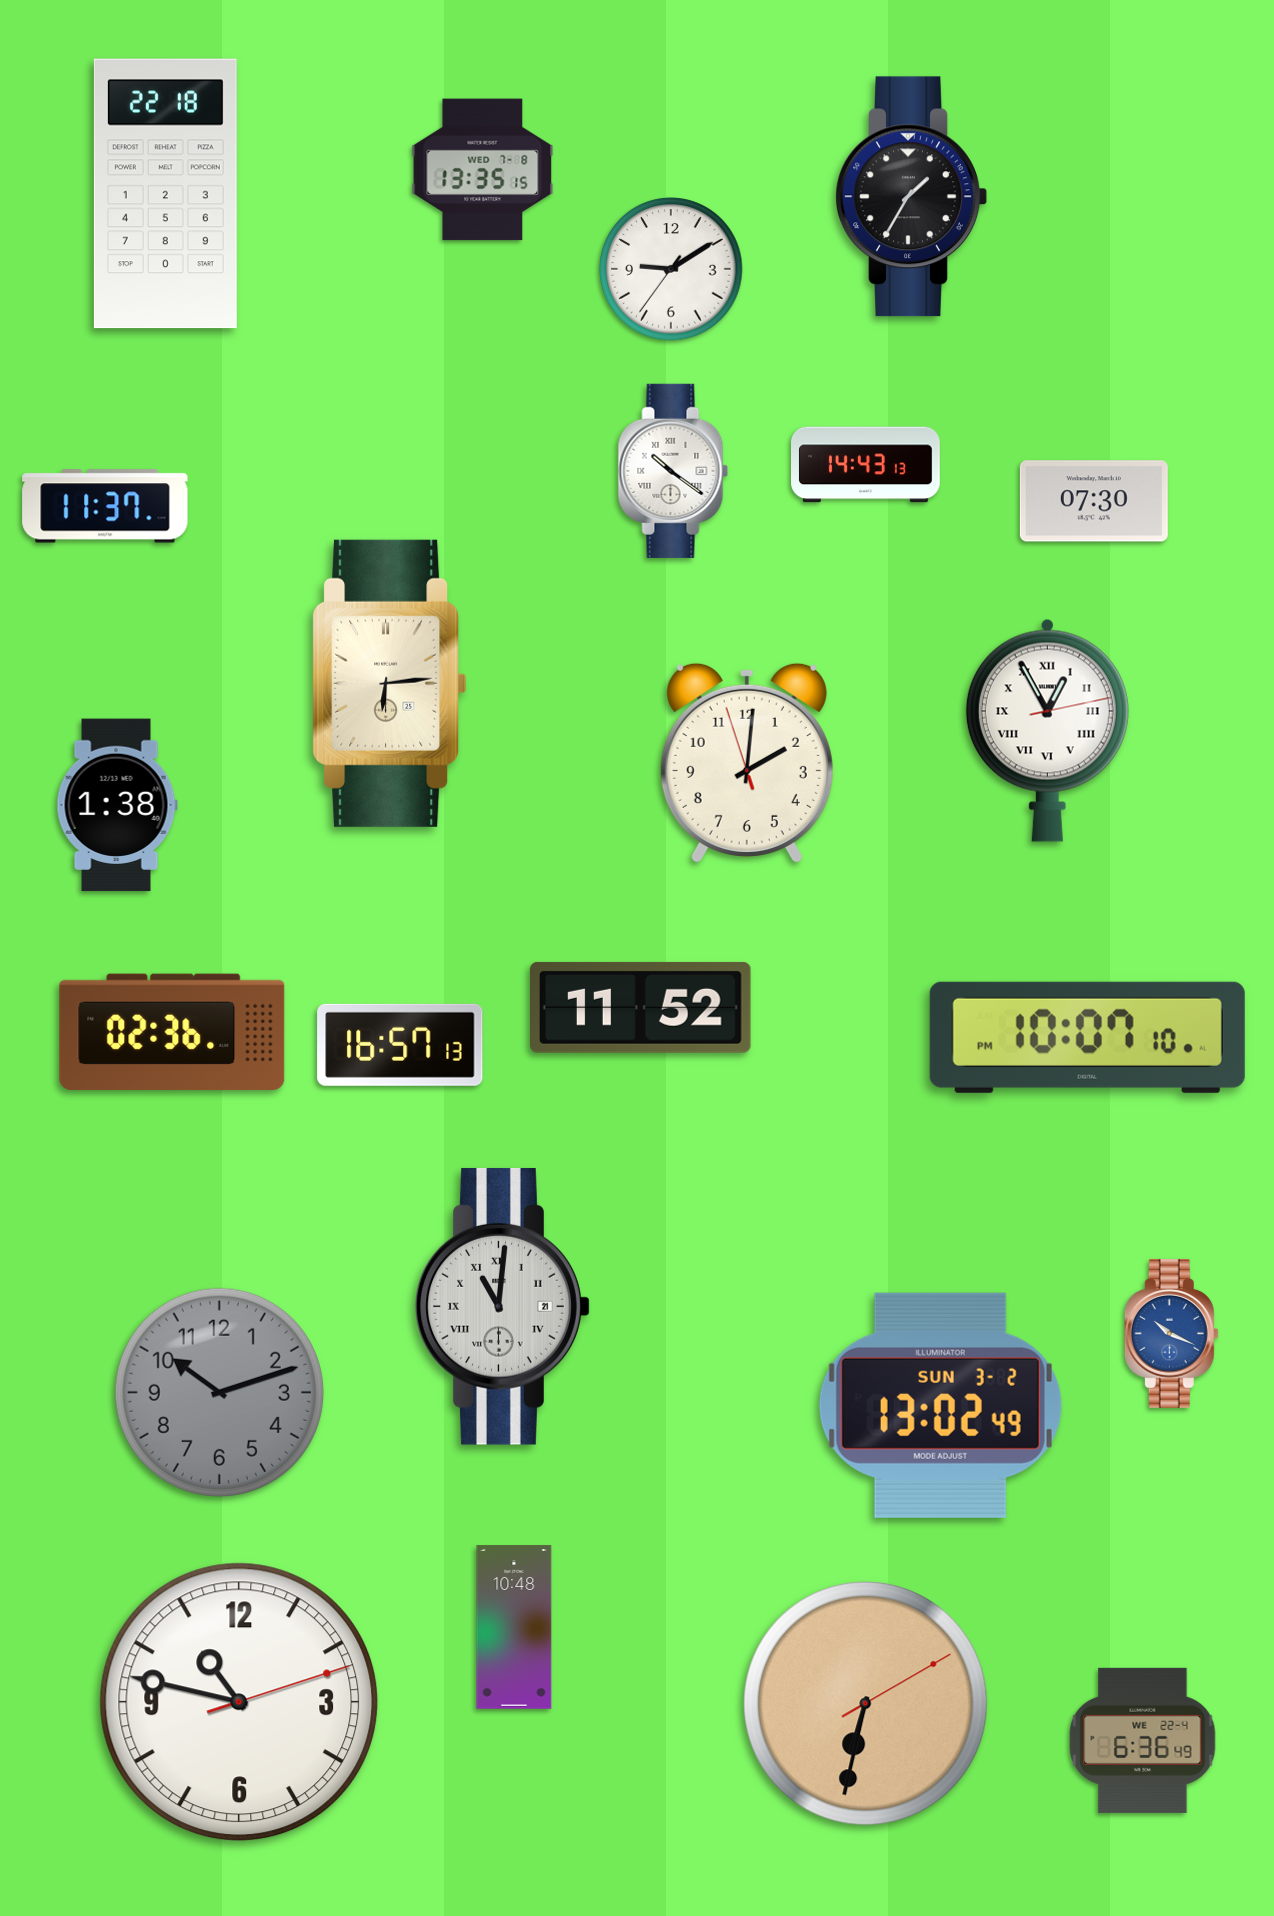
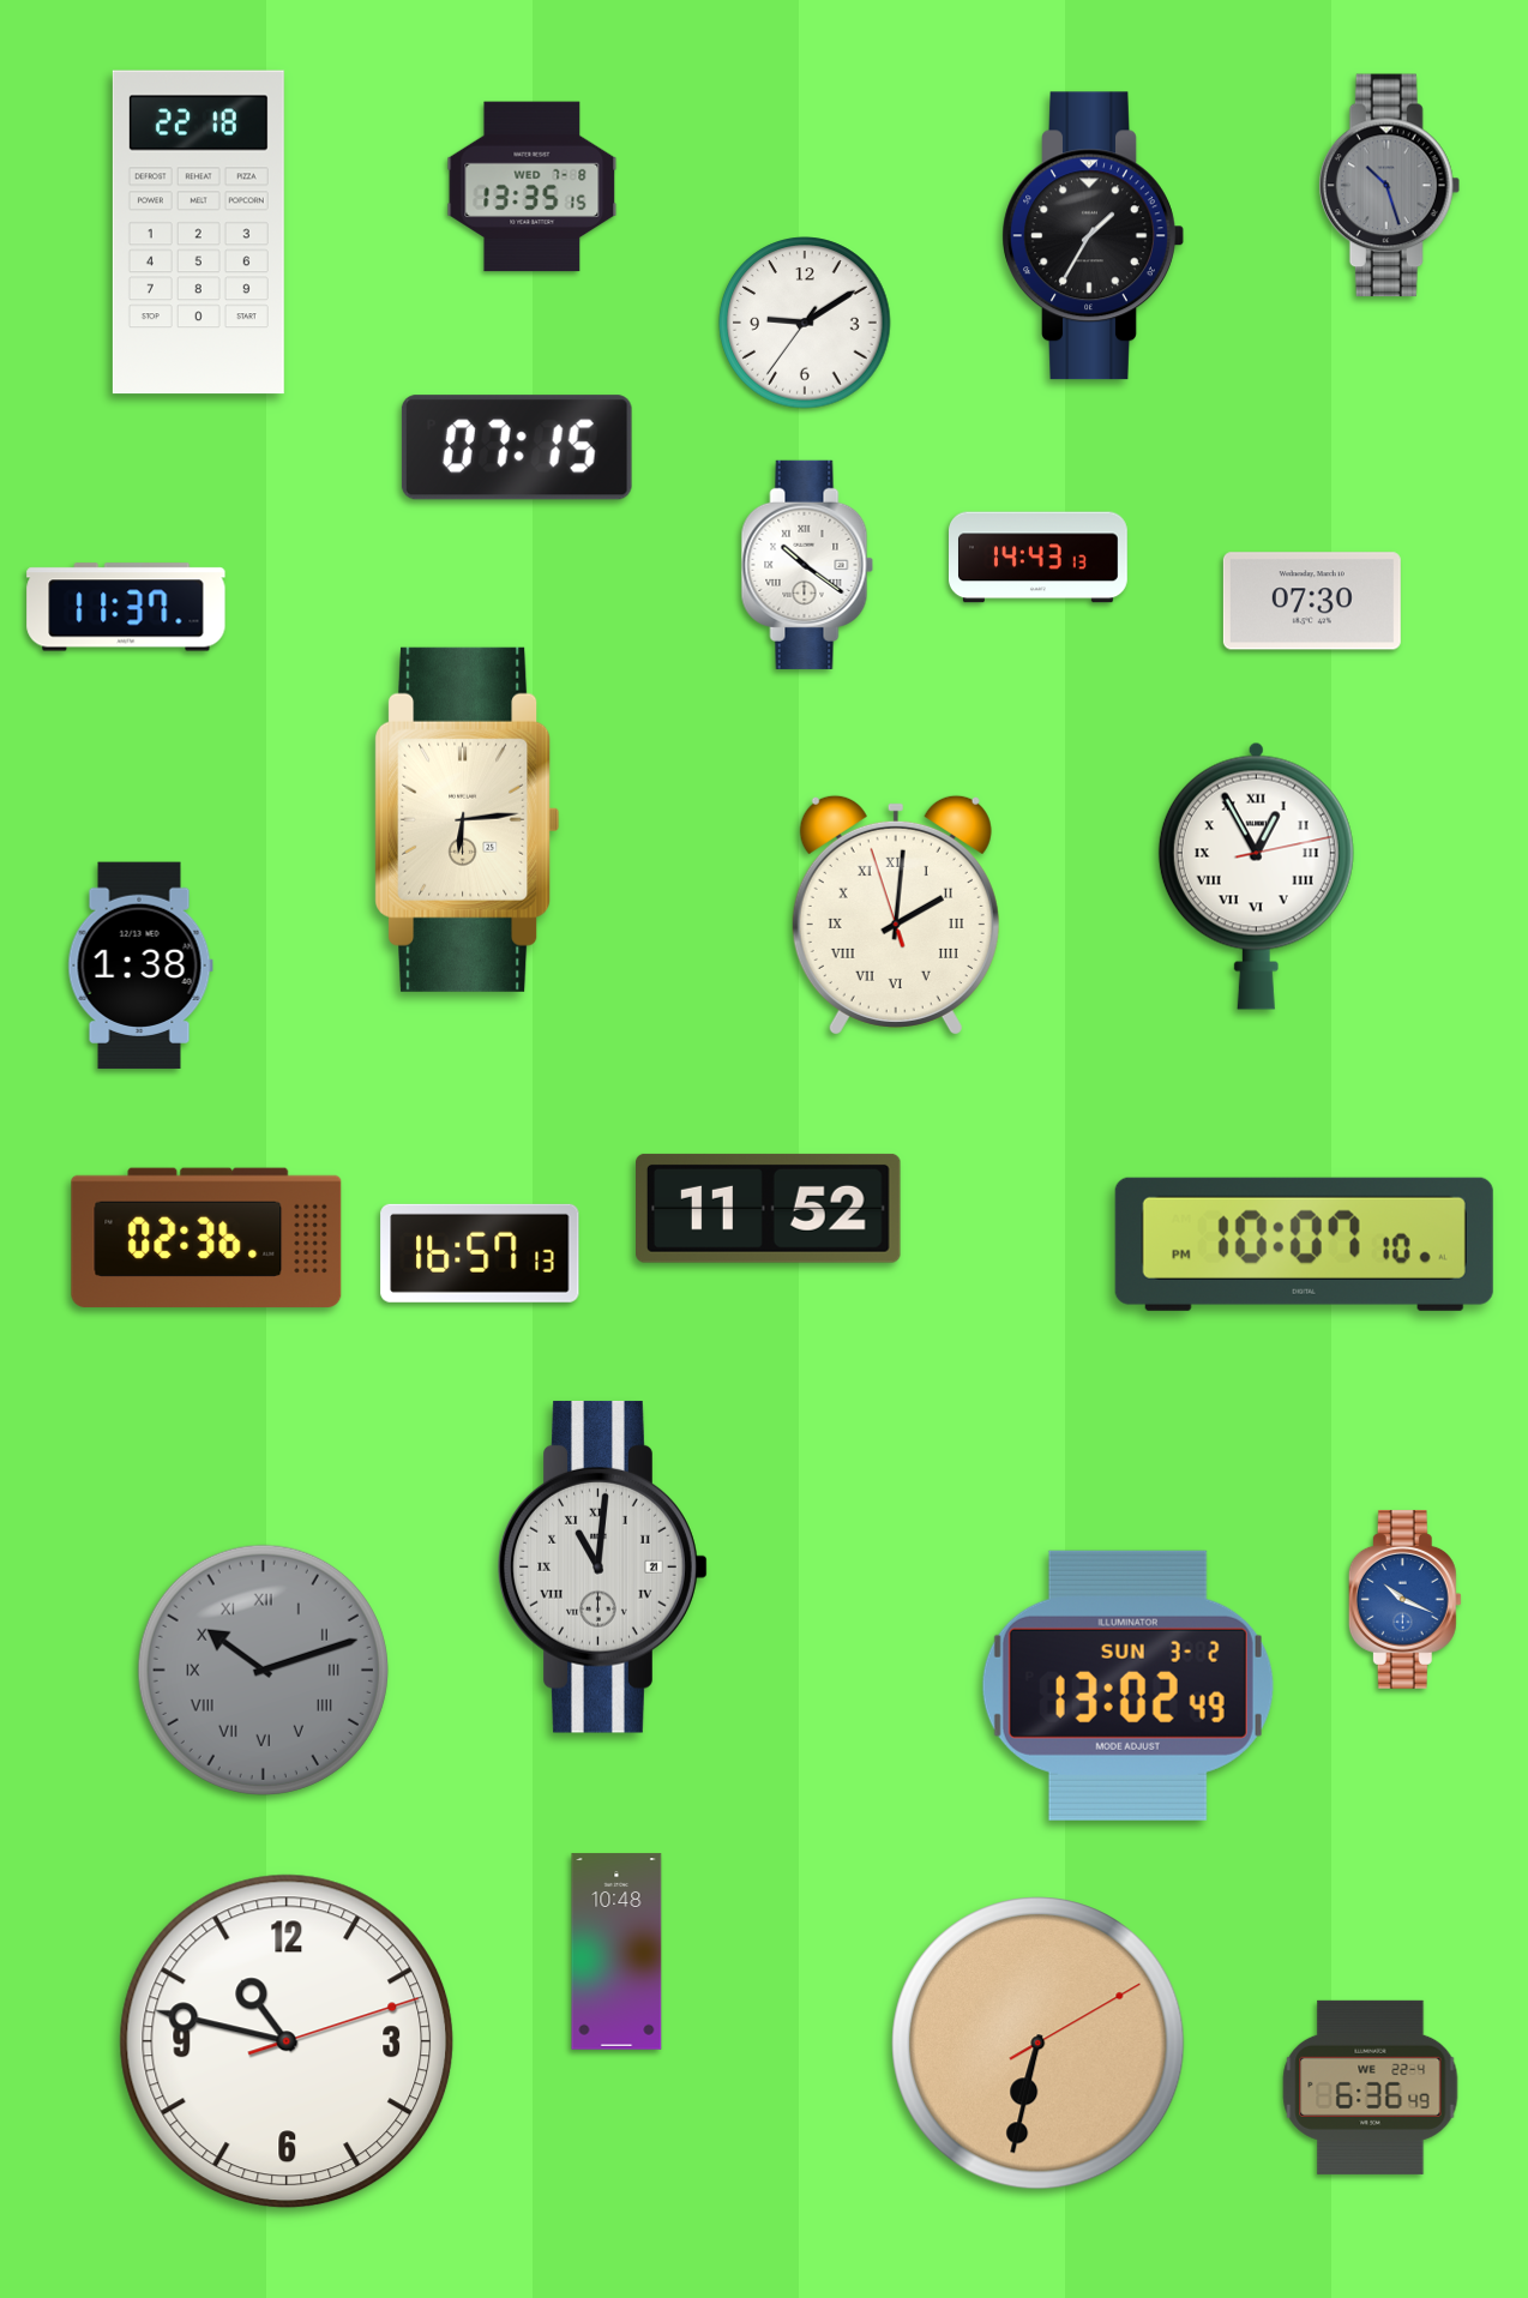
clock at (1390, 186): none -> 10:27
clock at (483, 170) position: (483, 170) -> (533, 187)
clock at (517, 447): none -> 07:15
clock at (747, 763) numerals: Arabic -> Roman
clock at (219, 1392) numerals: Arabic -> Roman
